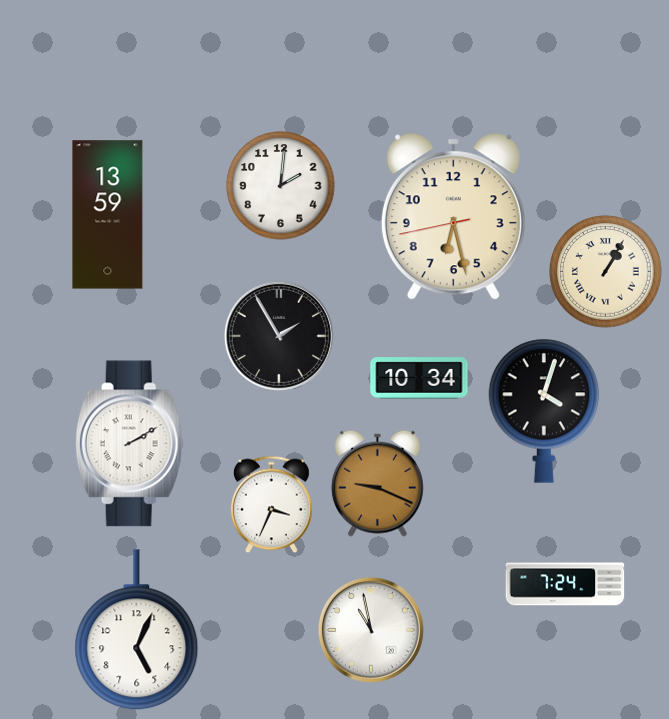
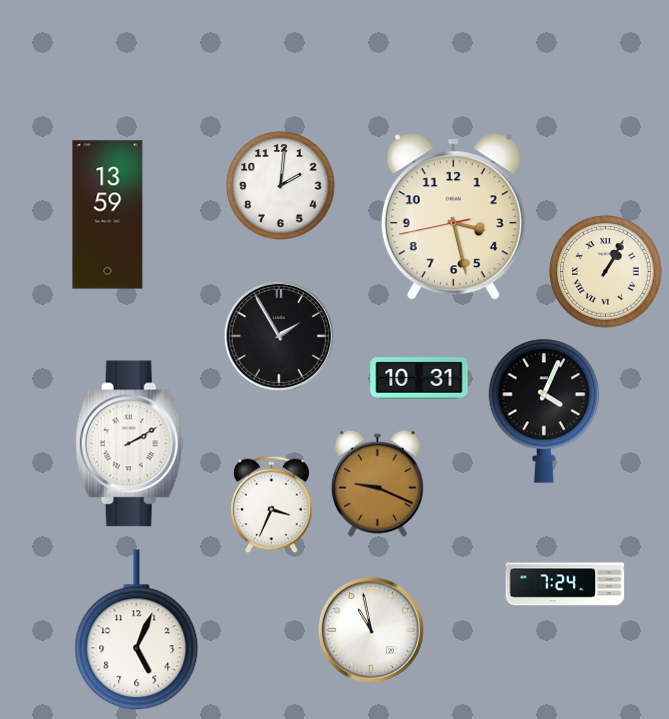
clock at (453, 217): 6:27 -> 3:27
clock at (419, 378): 10:34 -> 10:31
clock at (544, 411): 4:03 -> 4:04
